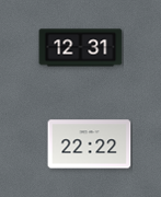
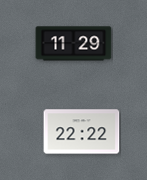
clock at (81, 48): 12:31 -> 11:29
